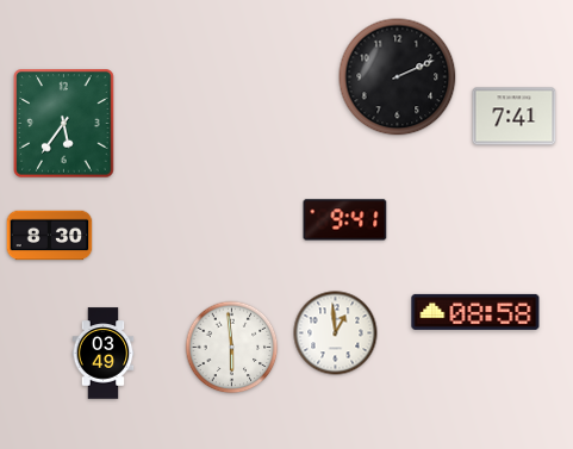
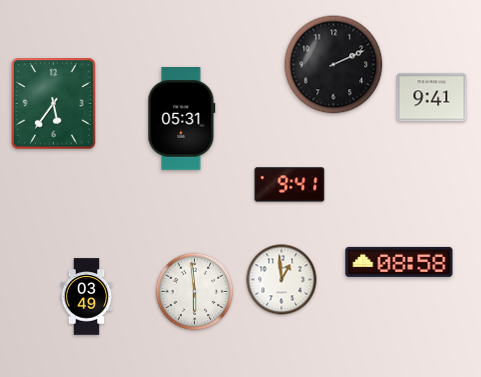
clock at (515, 117): 7:41 -> 9:41
clock at (182, 119): none -> 05:31
clock at (50, 236): 8:30 -> none
